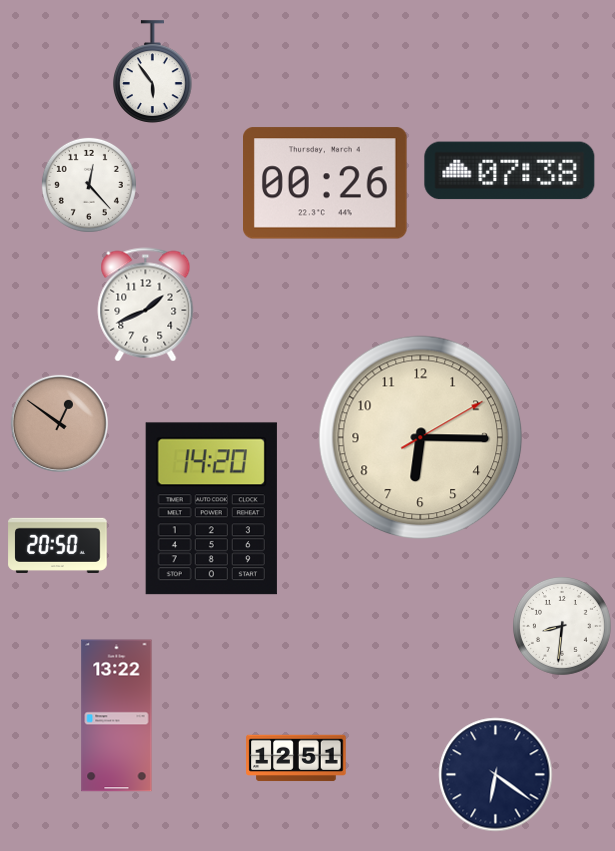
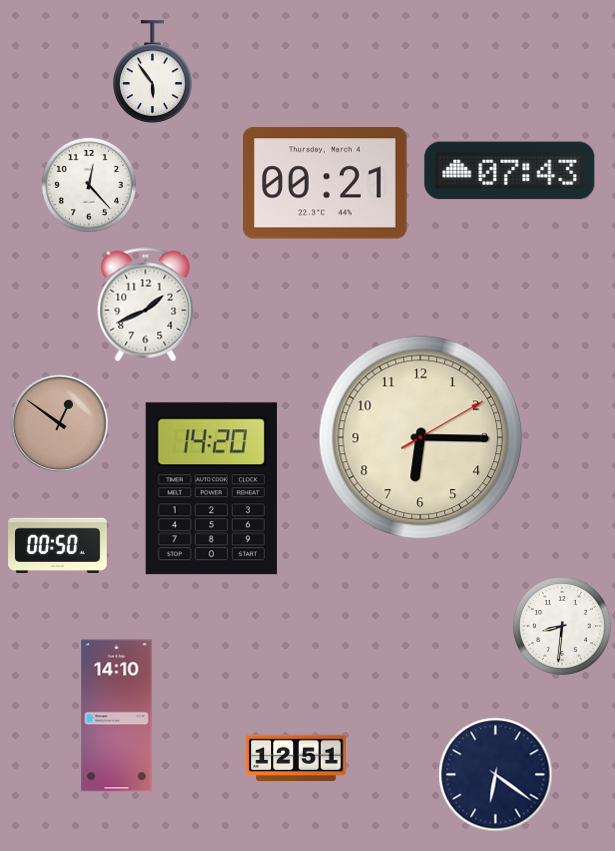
clock at (510, 171): 07:38 -> 07:43
clock at (326, 183): 00:26 -> 00:21
clock at (211, 509) position: (211, 509) -> (211, 489)
clock at (58, 545): 20:50 -> 00:50
clock at (117, 716): 13:22 -> 14:10
